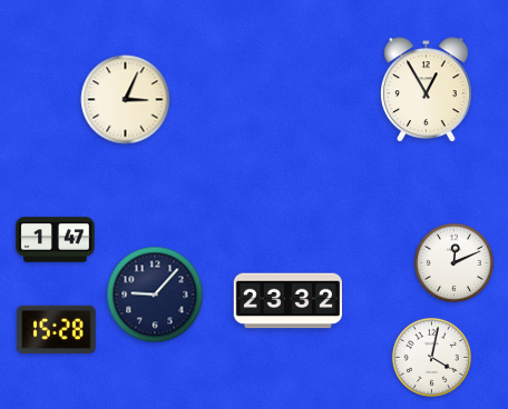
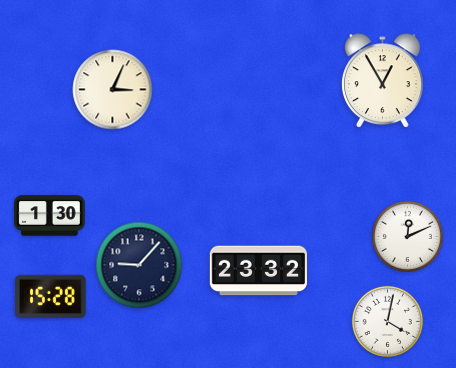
clock at (56, 240): 1:47 -> 1:30
